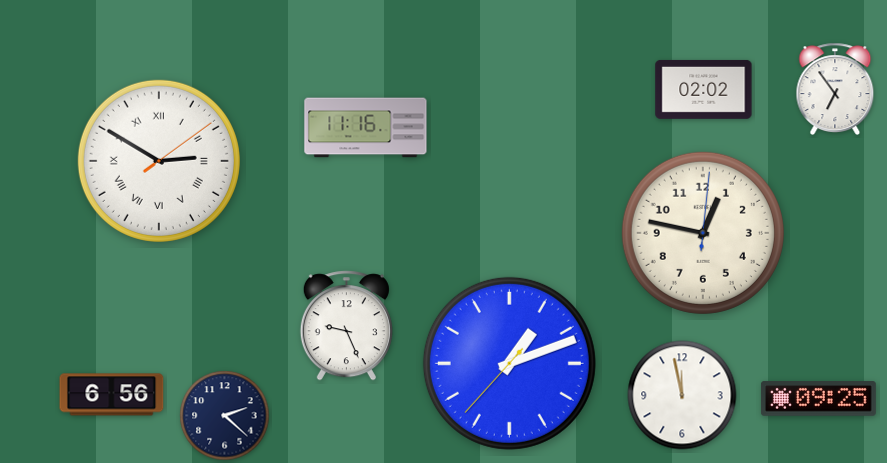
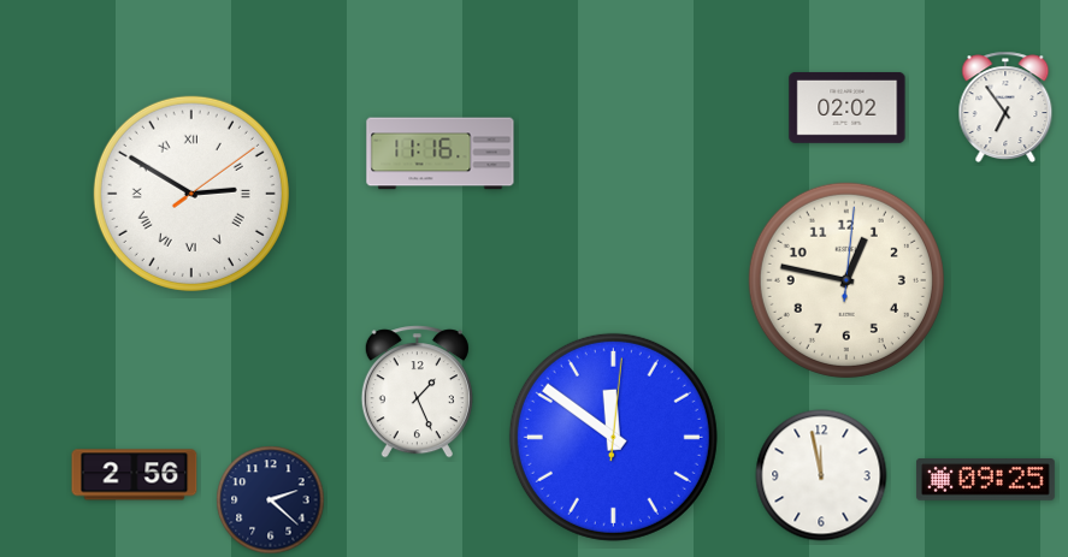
clock at (346, 326): 9:26 -> 1:26
clock at (509, 363): 1:11 -> 11:51
clock at (112, 395): 6:56 -> 2:56
